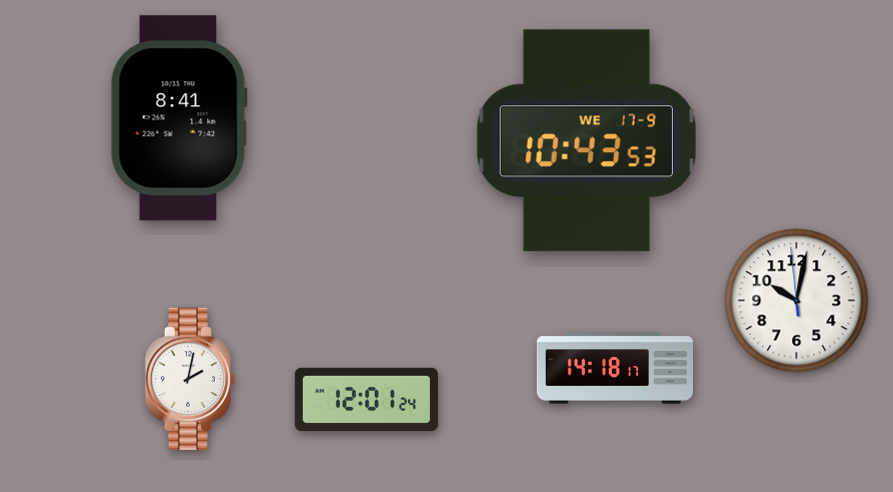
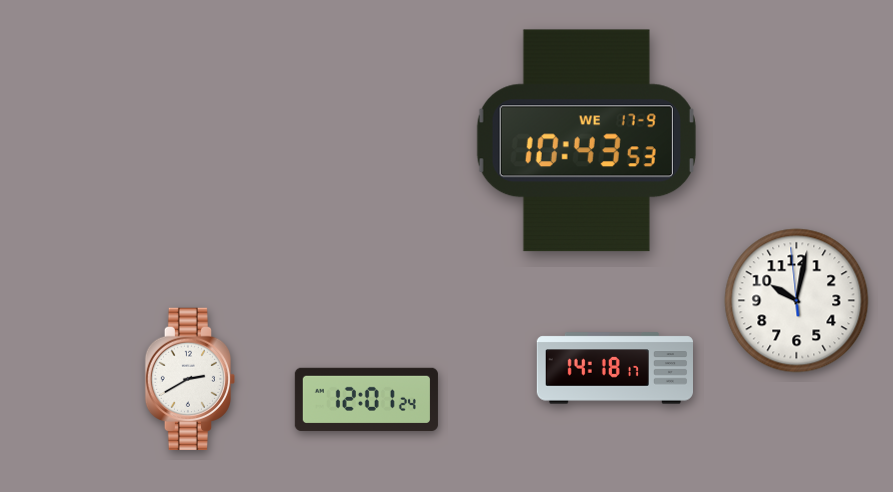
clock at (179, 118): 8:41 -> none
clock at (189, 378): 2:02 -> 2:40
